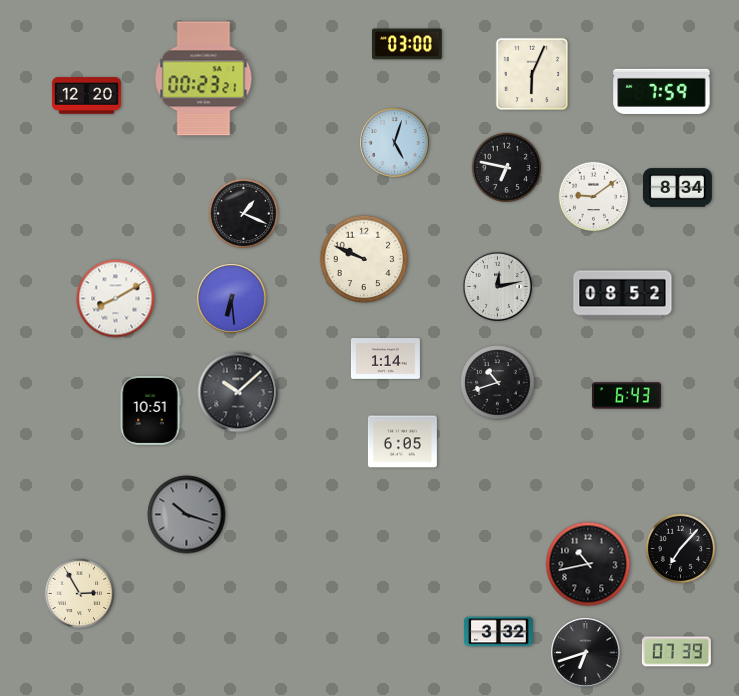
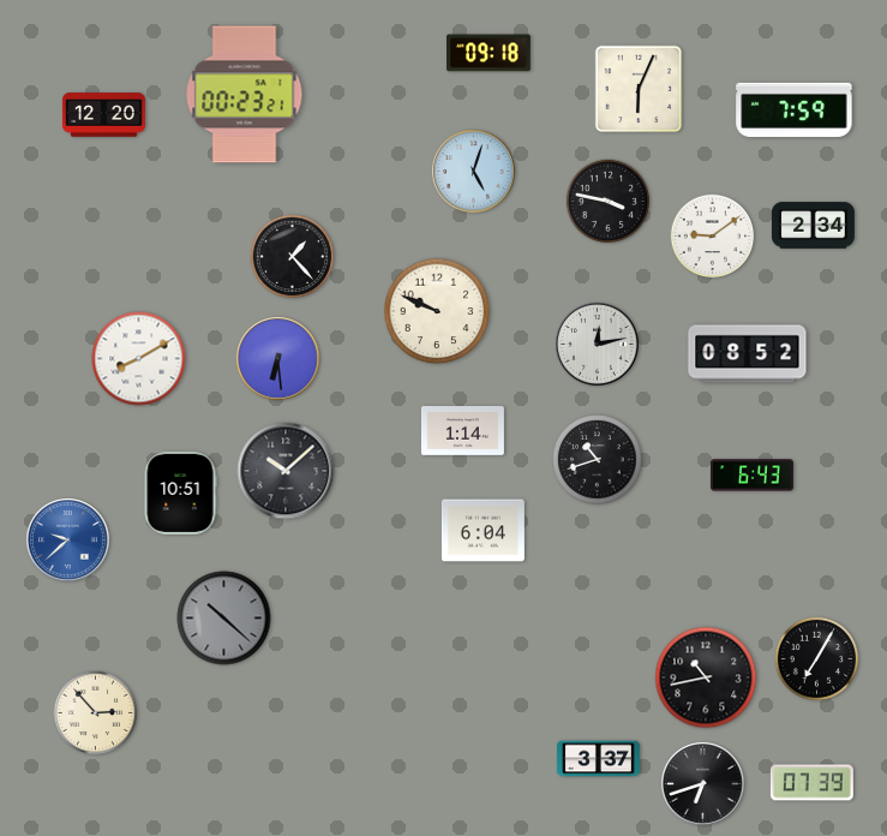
clock at (408, 44): 03:00 -> 09:18
clock at (507, 168): 6:47 -> 3:47
clock at (677, 188): 8:34 -> 2:34
clock at (244, 214): 1:19 -> 1:23
clock at (402, 442): 6:05 -> 6:04
clock at (68, 541): none -> 9:38
clock at (187, 515): 10:18 -> 10:22
clock at (681, 549): 7:07 -> 7:05
clock at (80, 594): 2:55 -> 2:53
clock at (498, 632): 3:32 -> 3:37
